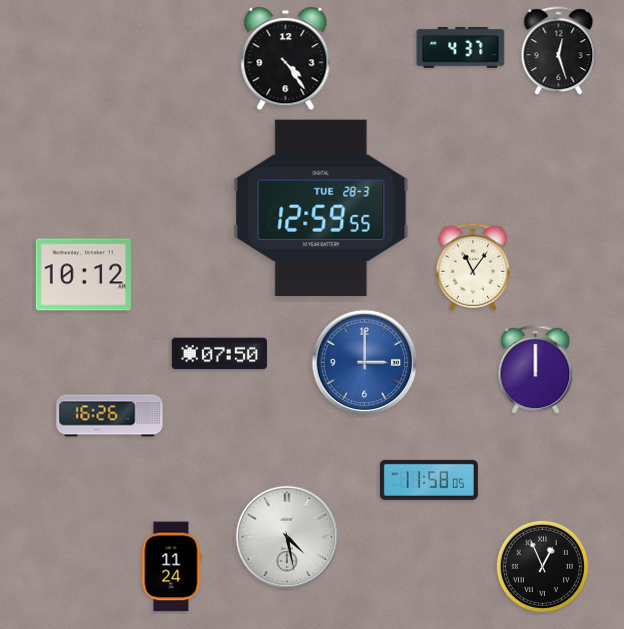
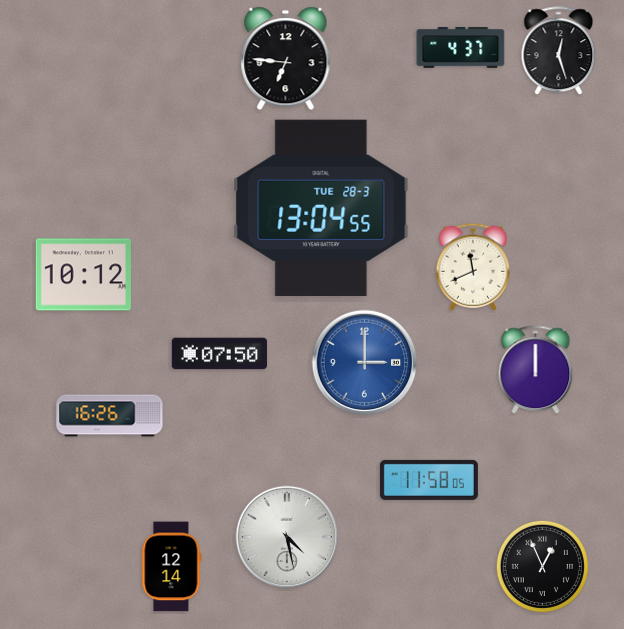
clock at (286, 59): 4:24 -> 6:46
clock at (321, 208): 12:59 -> 13:04
clock at (473, 267): 11:06 -> 11:41
clock at (172, 567): 11:24 -> 12:14
